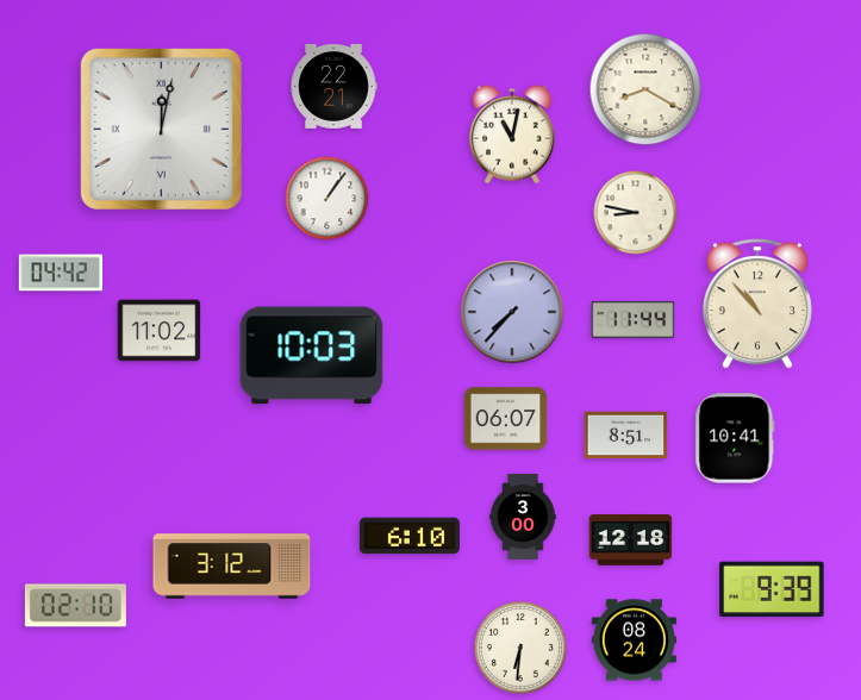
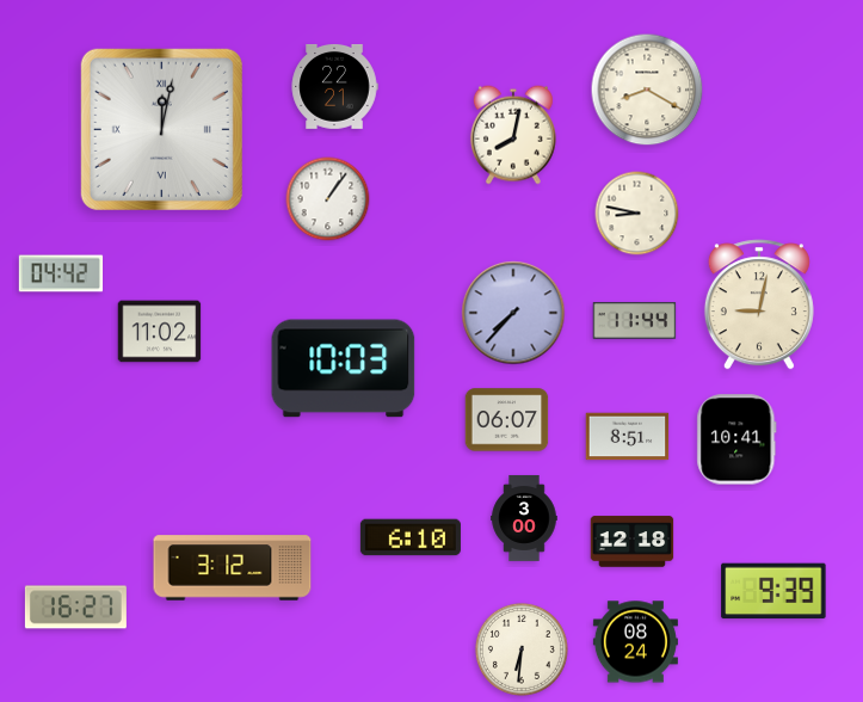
clock at (512, 135): 11:02 -> 8:02
clock at (757, 304): 10:53 -> 9:02
clock at (312, 356) position: (312, 356) -> (344, 369)
clock at (75, 606): 02:10 -> 16:27
